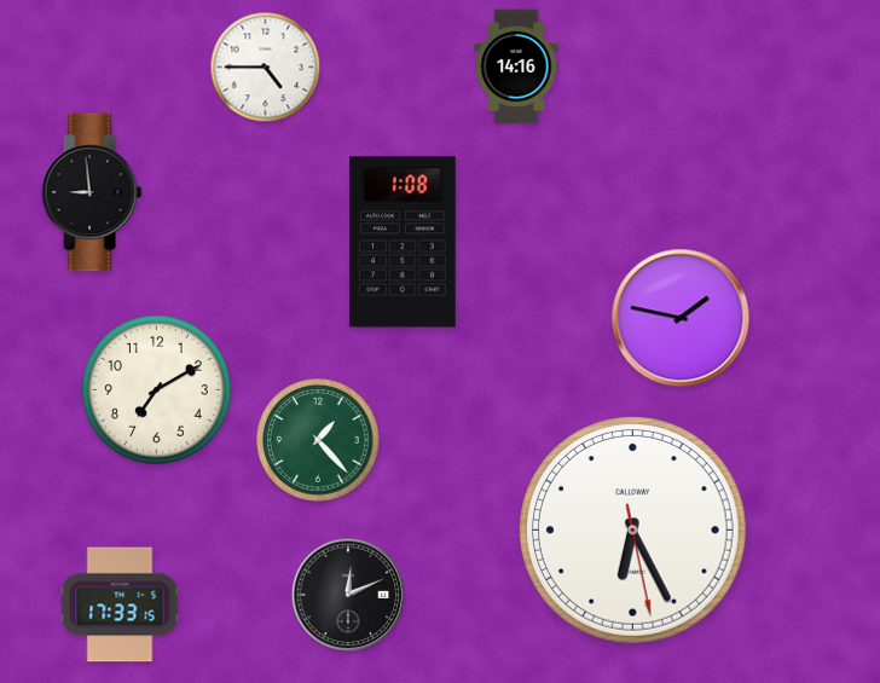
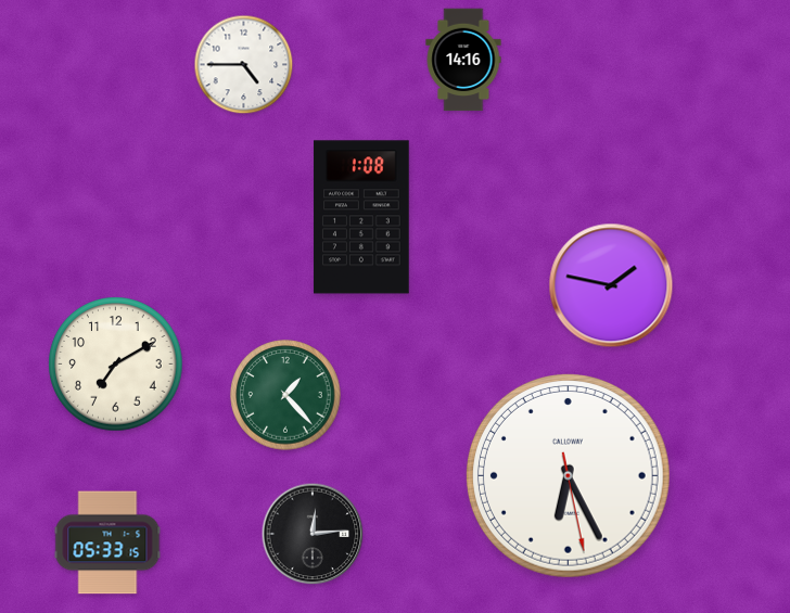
clock at (266, 68) position: (266, 68) -> (244, 65)
clock at (92, 192): 8:59 -> none
clock at (157, 390) position: (157, 390) -> (116, 365)
clock at (348, 595): 12:11 -> 12:14
clock at (120, 604): 17:33 -> 05:33
